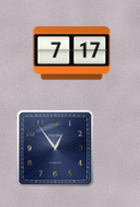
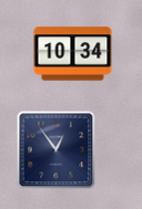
clock at (72, 54): 7:17 -> 10:34
